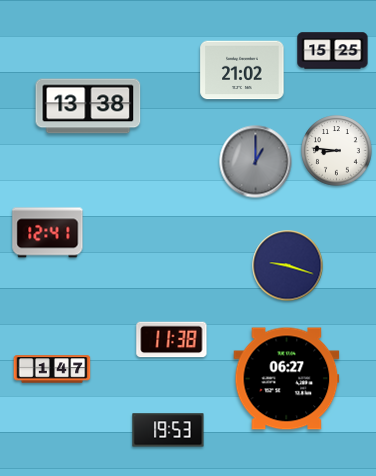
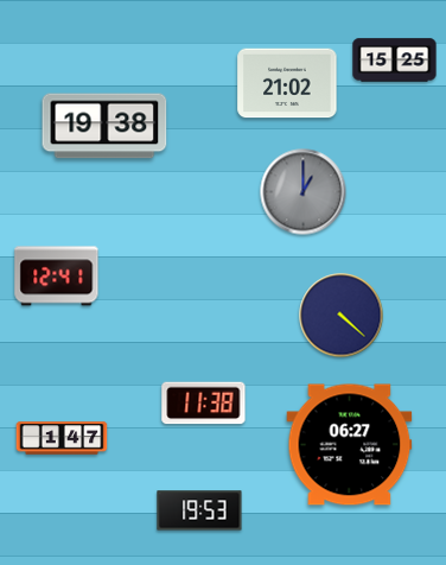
clock at (88, 106): 13:38 -> 19:38
clock at (337, 151): 8:46 -> none
clock at (288, 266): 9:18 -> 4:22
clock at (287, 379) position: (287, 379) -> (350, 445)
